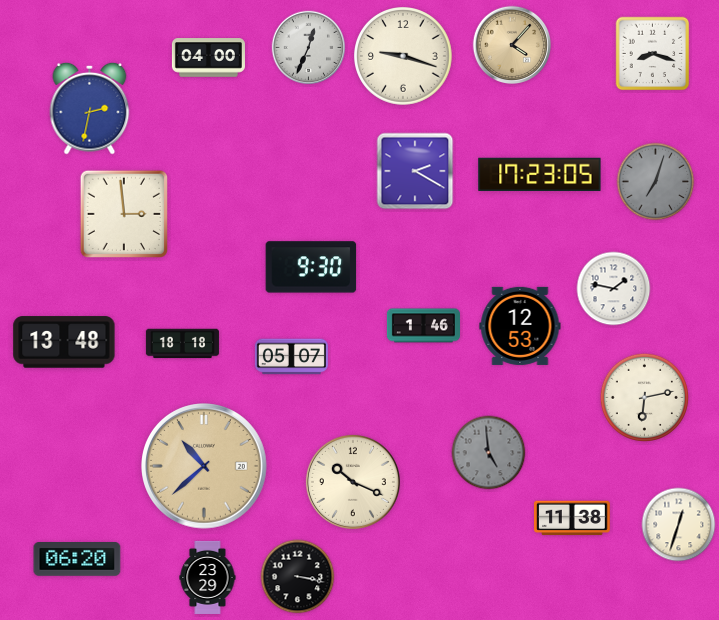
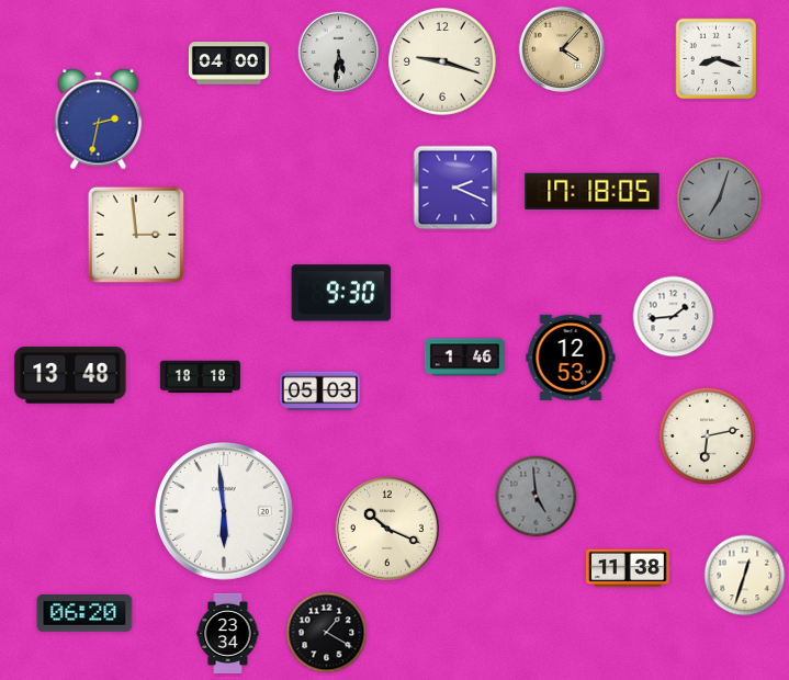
clock at (309, 48): 12:34 -> 5:31
clock at (415, 171): 2:20 -> 2:19
clock at (540, 175): 17:23 -> 17:18
clock at (614, 289): 1:47 -> 1:44
clock at (291, 357): 05:07 -> 05:03
clock at (205, 467): 10:38 -> 5:59
clock at (205, 467) dial: champagne -> white
clock at (208, 577): 23:29 -> 23:34
clock at (298, 577): 3:17 -> 1:20
